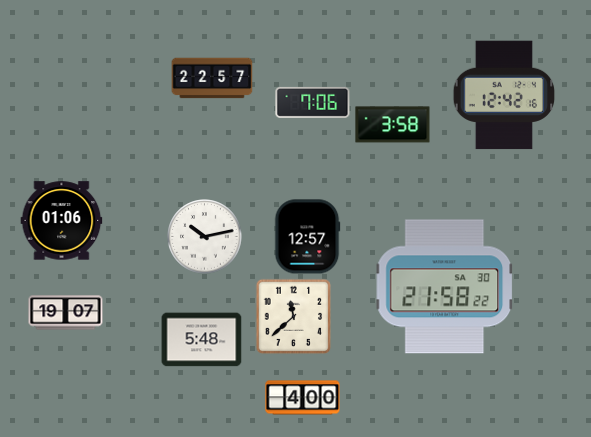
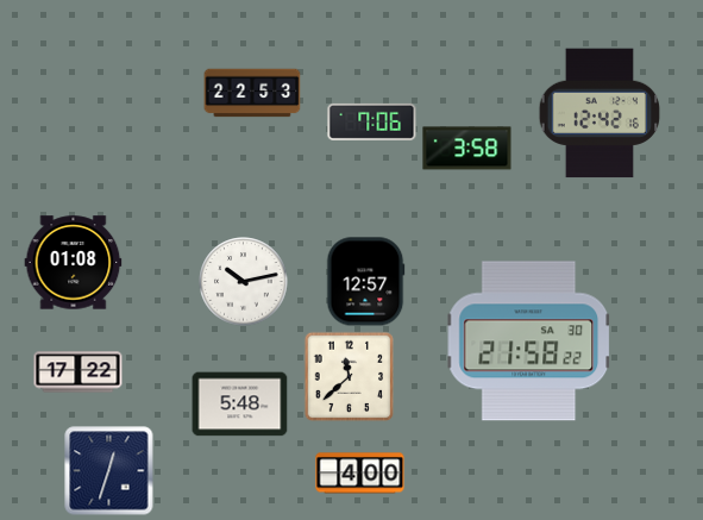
clock at (212, 78): 22:57 -> 22:53
clock at (62, 221): 01:06 -> 01:08
clock at (66, 313): 19:07 -> 17:22
clock at (109, 471): none -> 12:33
